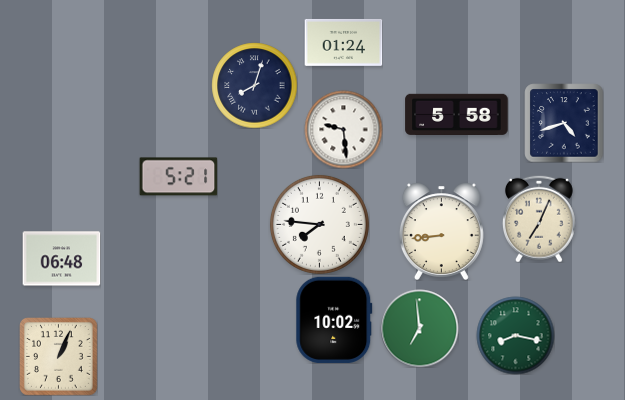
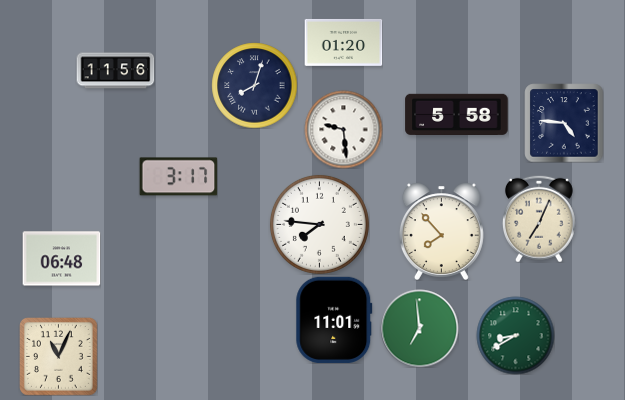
clock at (343, 42): 01:24 -> 01:20
clock at (115, 71): none -> 11:56
clock at (564, 123): 4:42 -> 4:46
clock at (178, 177): 5:21 -> 3:17
clock at (441, 231): 8:44 -> 7:53
clock at (334, 320): 10:02 -> 11:01
clock at (515, 335): 8:17 -> 8:40
clock at (59, 357): 1:04 -> 11:04
